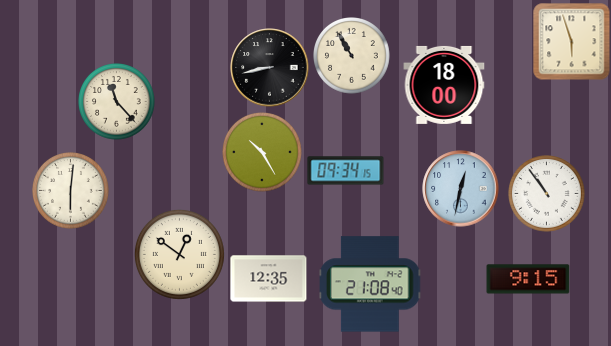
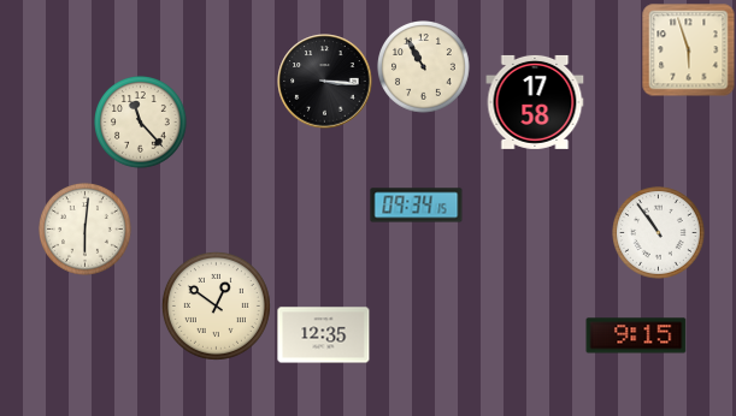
clock at (270, 68): 8:43 -> 3:16
clock at (444, 85): 18:00 -> 17:58
clock at (263, 153): 10:25 -> none
clock at (461, 189): 12:32 -> none
clock at (371, 284): 21:08 -> none
